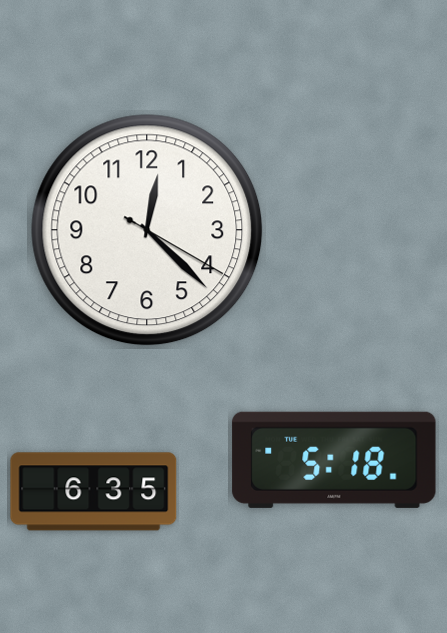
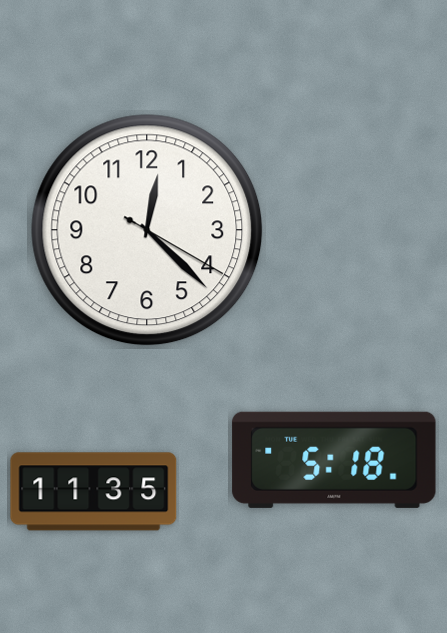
clock at (94, 492): 6:35 -> 11:35
